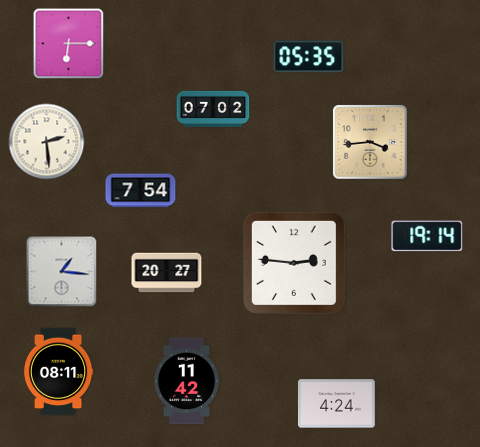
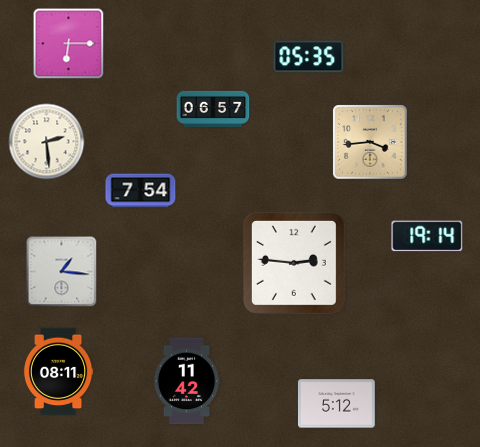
clock at (213, 109): 07:02 -> 06:57
clock at (167, 273): 20:27 -> none
clock at (336, 404): 4:24 -> 5:12
